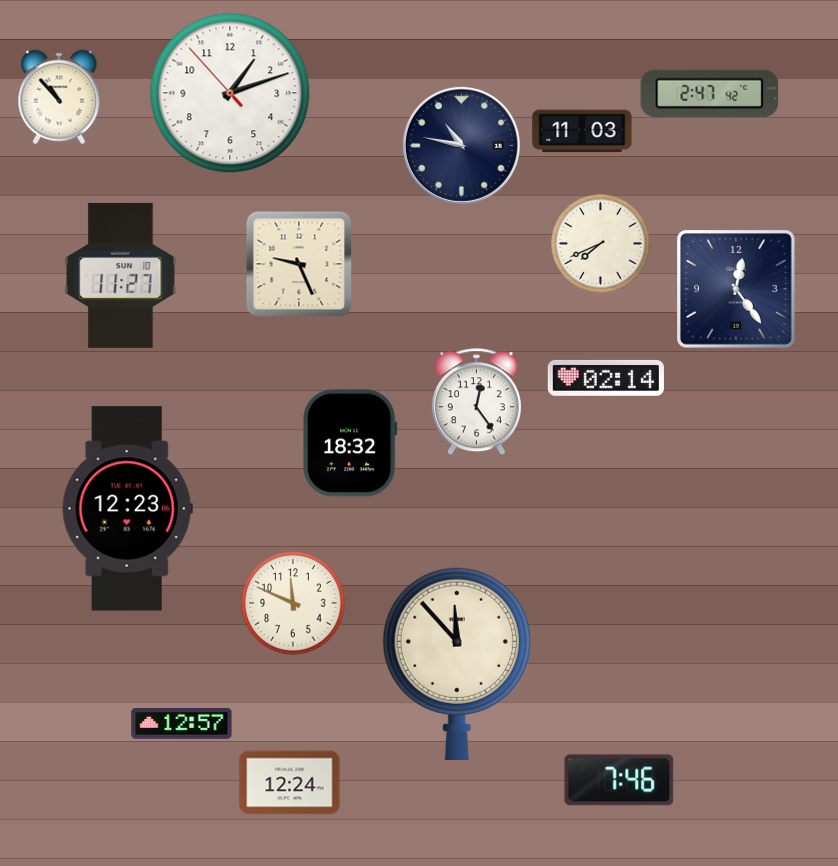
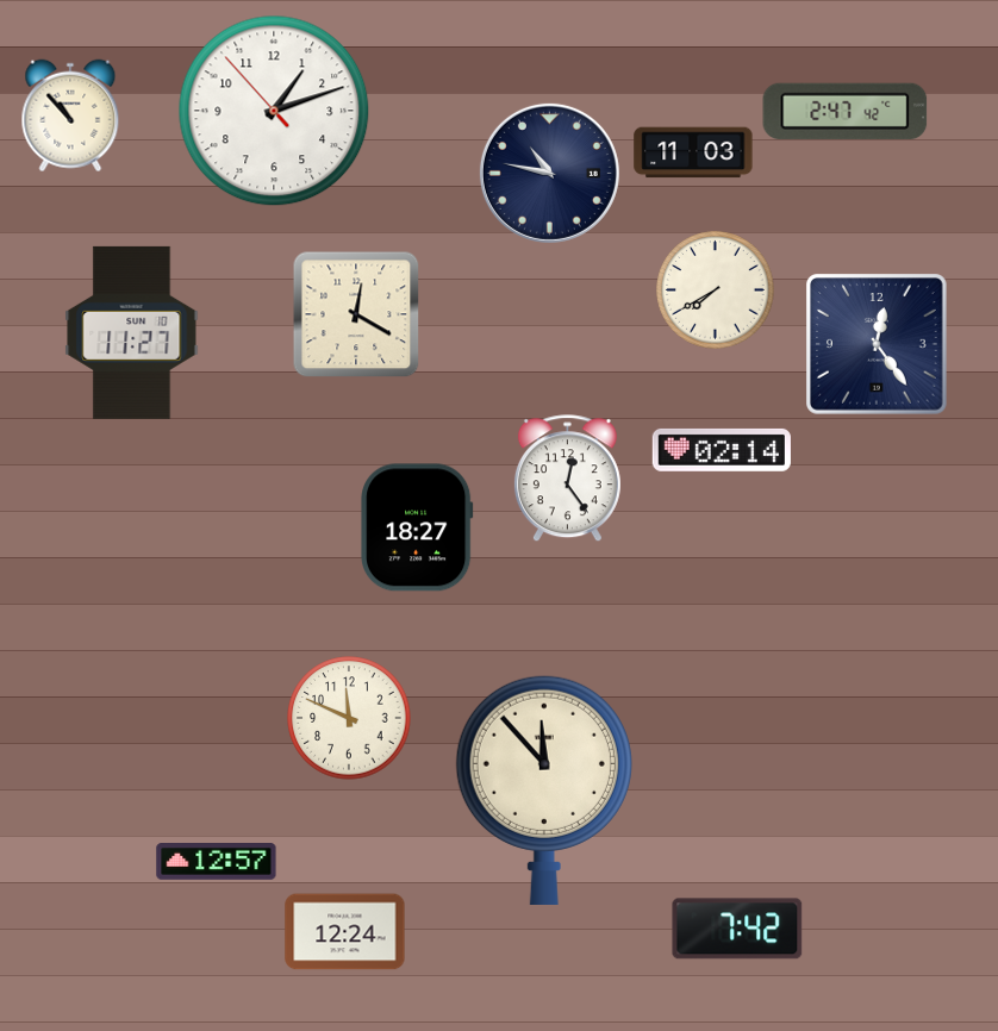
clock at (582, 131) position: (582, 131) -> (693, 152)
clock at (601, 244): 7:41 -> 7:40
clock at (299, 264): 9:26 -> 12:20
clock at (121, 275) position: (121, 275) -> (132, 332)
clock at (351, 443): 18:32 -> 18:27
clock at (127, 509): 12:23 -> none
clock at (619, 780): 7:46 -> 7:42
